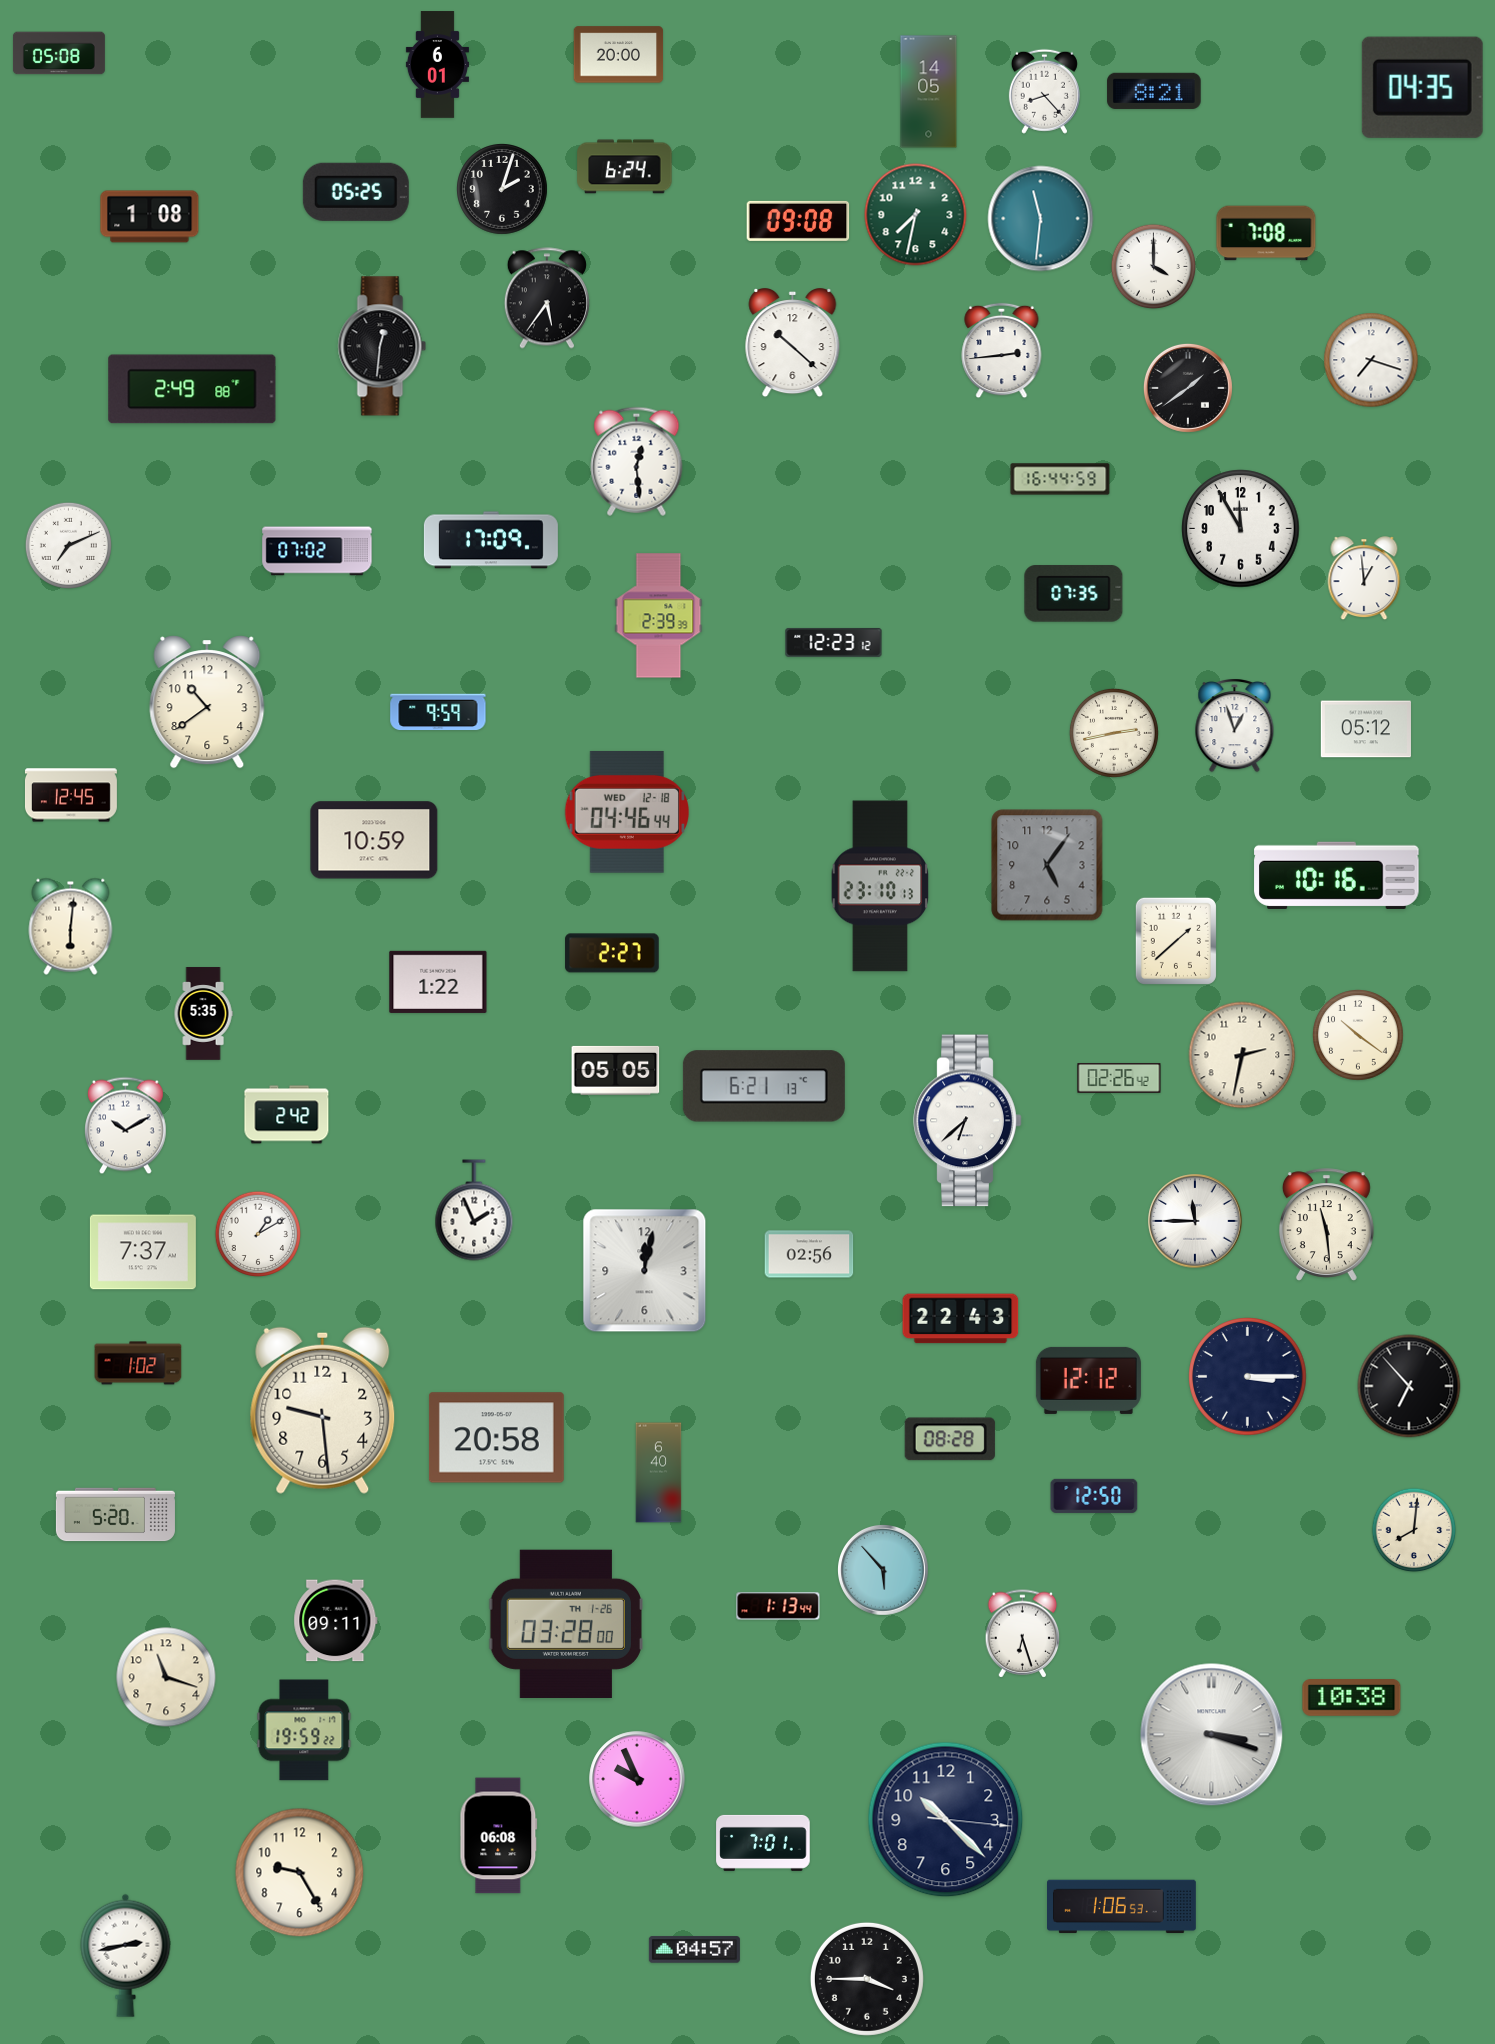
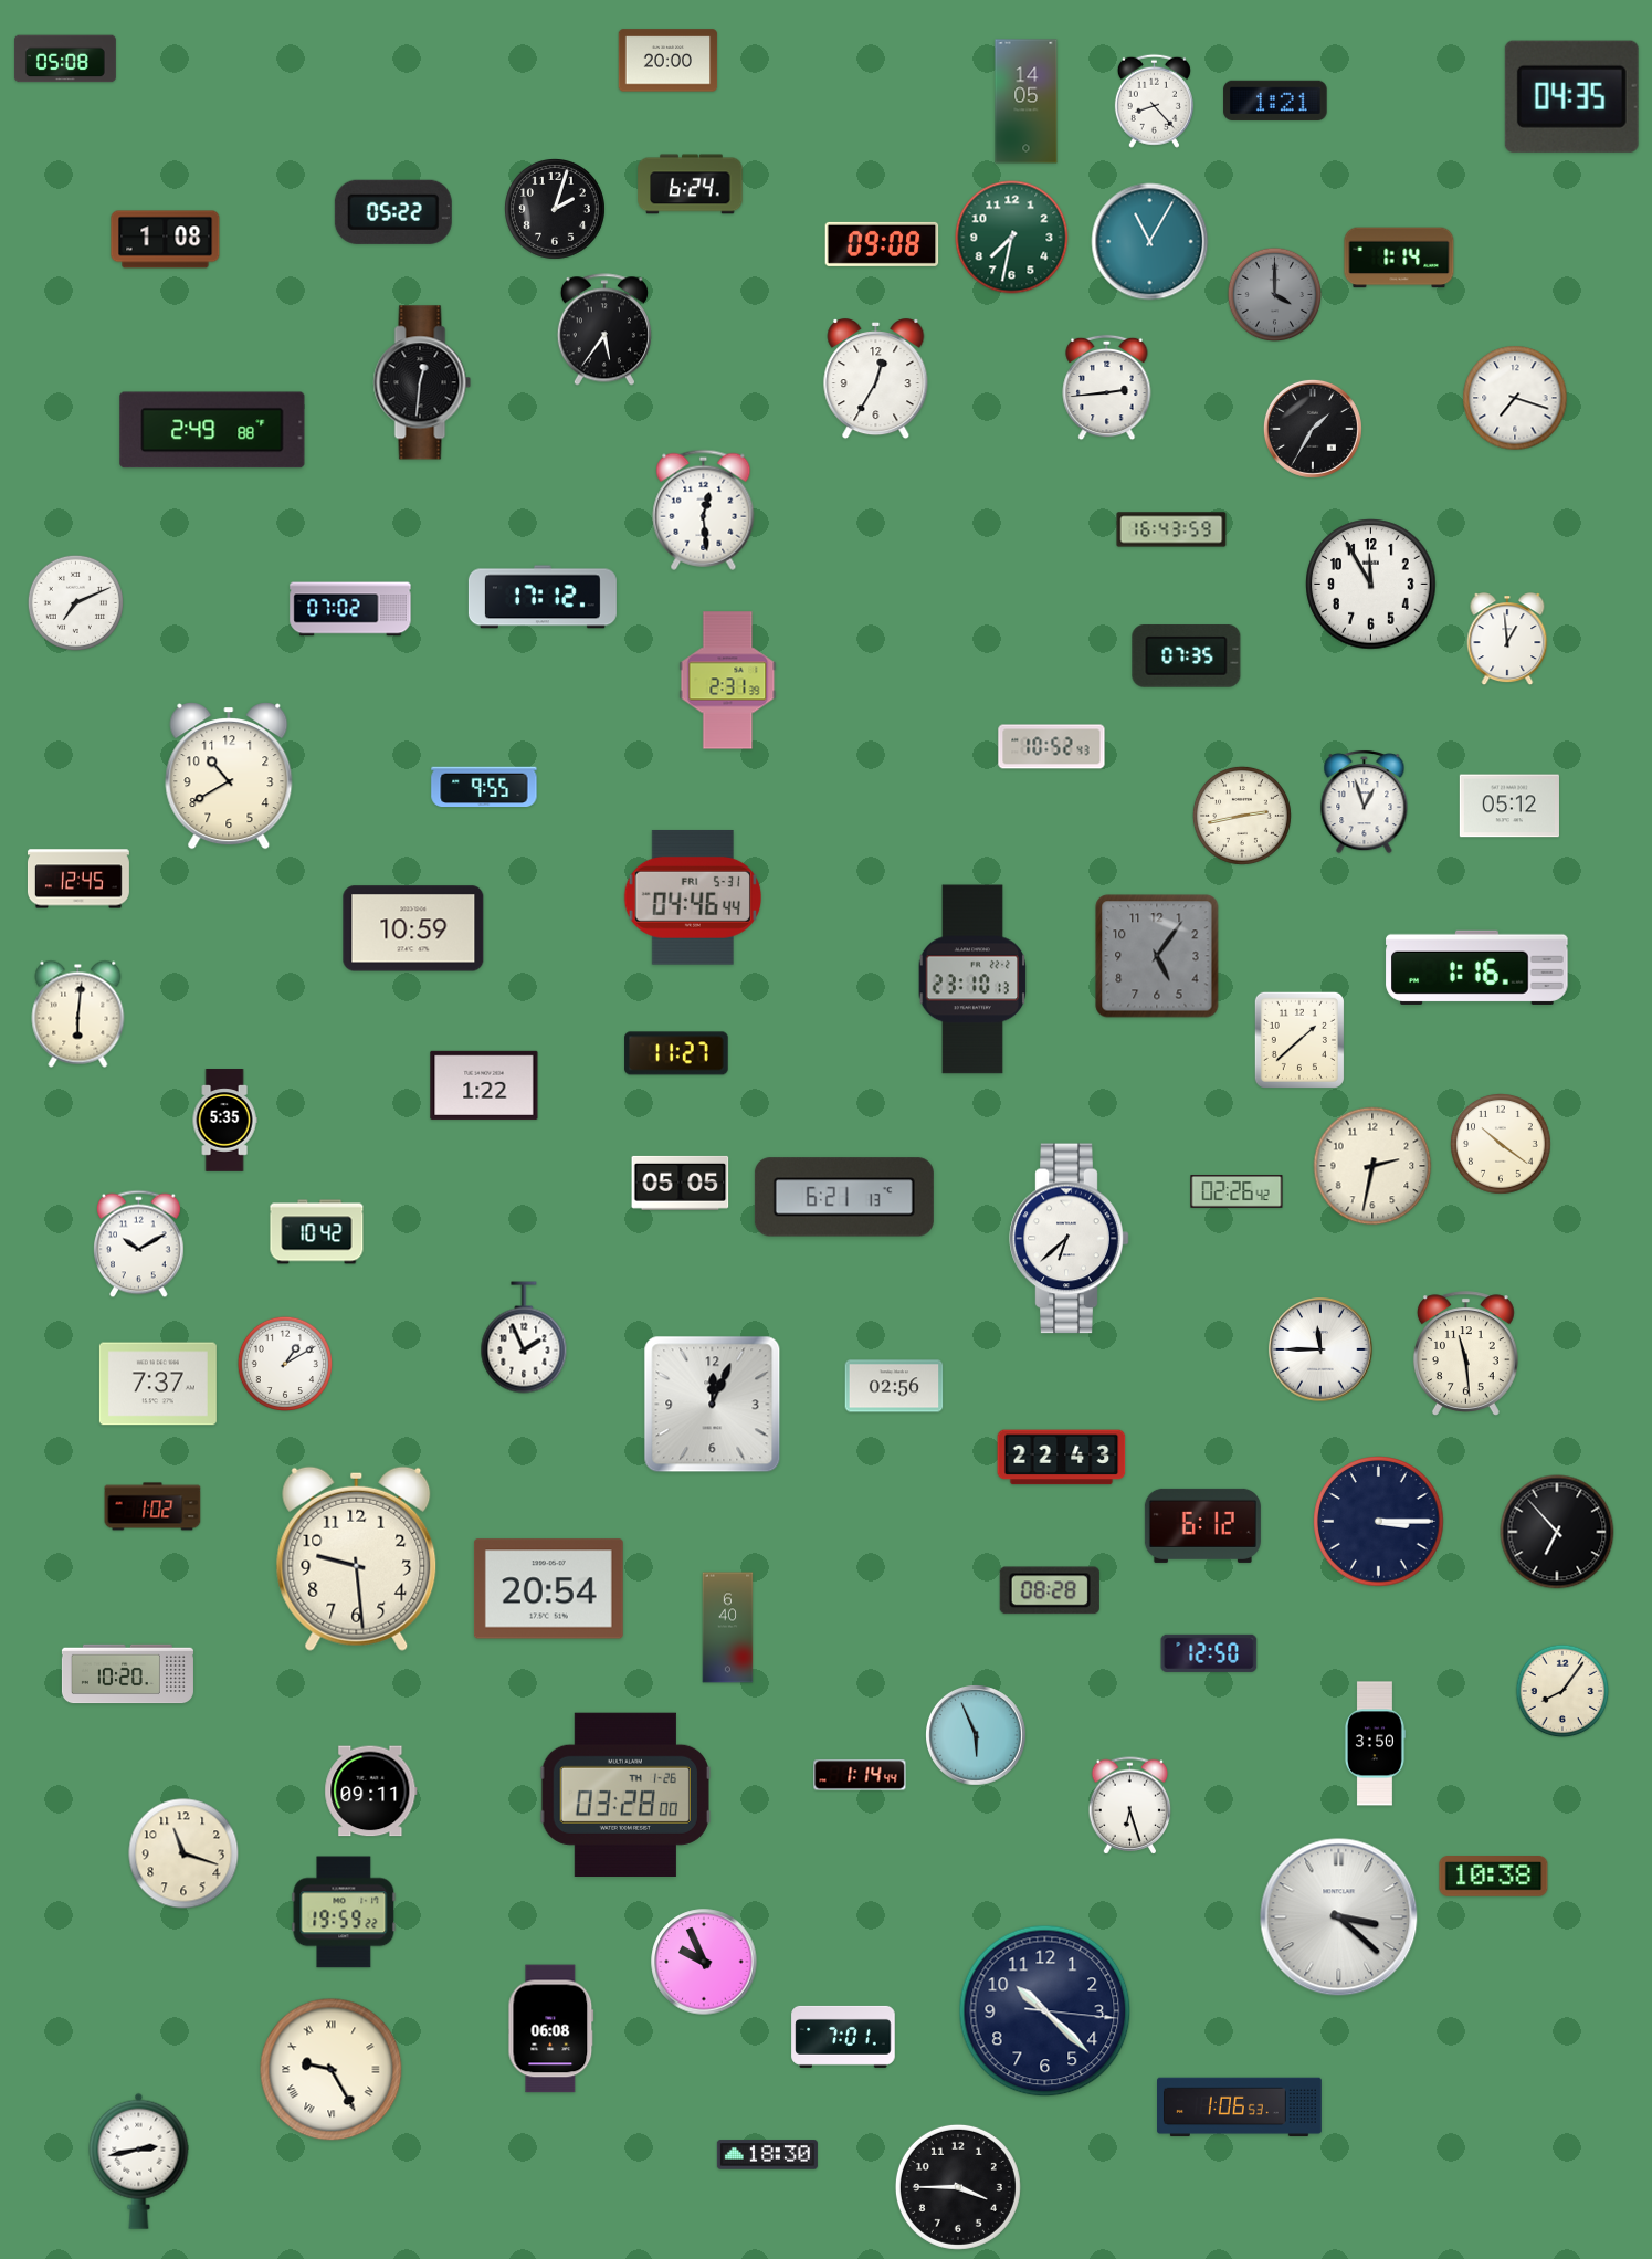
clock at (619, 55) position: (619, 55) -> (669, 61)
clock at (437, 65): 6:01 -> none
clock at (1154, 91): 8:21 -> 1:21
clock at (356, 192): 05:25 -> 05:22
clock at (1041, 219): 11:31 -> 11:05
clock at (1266, 233): 7:08 -> 1:14
clock at (1154, 267) dial: white -> grey
clock at (793, 344): 10:22 -> 12:35
clock at (1188, 388): 1:39 -> 1:35
clock at (1060, 479): 16:44 -> 16:43
clock at (491, 540): 17:09 -> 17:12
clock at (659, 616): 2:39 -> 2:31
clock at (834, 642): 12:23 -> none
clock at (1052, 747): none -> 10:52
clock at (207, 702): 10:39 -> 10:40
clock at (438, 712): 9:59 -> 9:55
clock at (1114, 733) position: (1114, 733) -> (1242, 816)
clock at (626, 812) date: WED 12-18 -> FRI 5-31
clock at (1337, 875): 10:16 -> 1:16
clock at (71, 926) position: (71, 926) -> (78, 1013)
clock at (612, 953): 2:27 -> 11:27
clock at (764, 1086) position: (764, 1086) -> (844, 1197)
clock at (287, 1115): 2:42 -> 10:42
clock at (645, 1271): 12:02 -> 12:04
clock at (1088, 1380): 12:12 -> 6:12
clock at (496, 1438): 20:58 -> 20:54
clock at (115, 1515): 5:20 -> 10:20
clock at (1414, 1530): 8:01 -> 8:06
clock at (884, 1571): 5:53 -> 5:56
clock at (1375, 1744): none -> 3:50
clock at (778, 1606): 1:13 -> 1:14
clock at (304, 1730) position: (304, 1730) -> (344, 1912)
clock at (1212, 1735): 3:18 -> 3:22
clock at (637, 1779) position: (637, 1779) -> (704, 1962)
clock at (300, 1873) numerals: Arabic -> Roman
clock at (694, 1950): 04:57 -> 18:30
